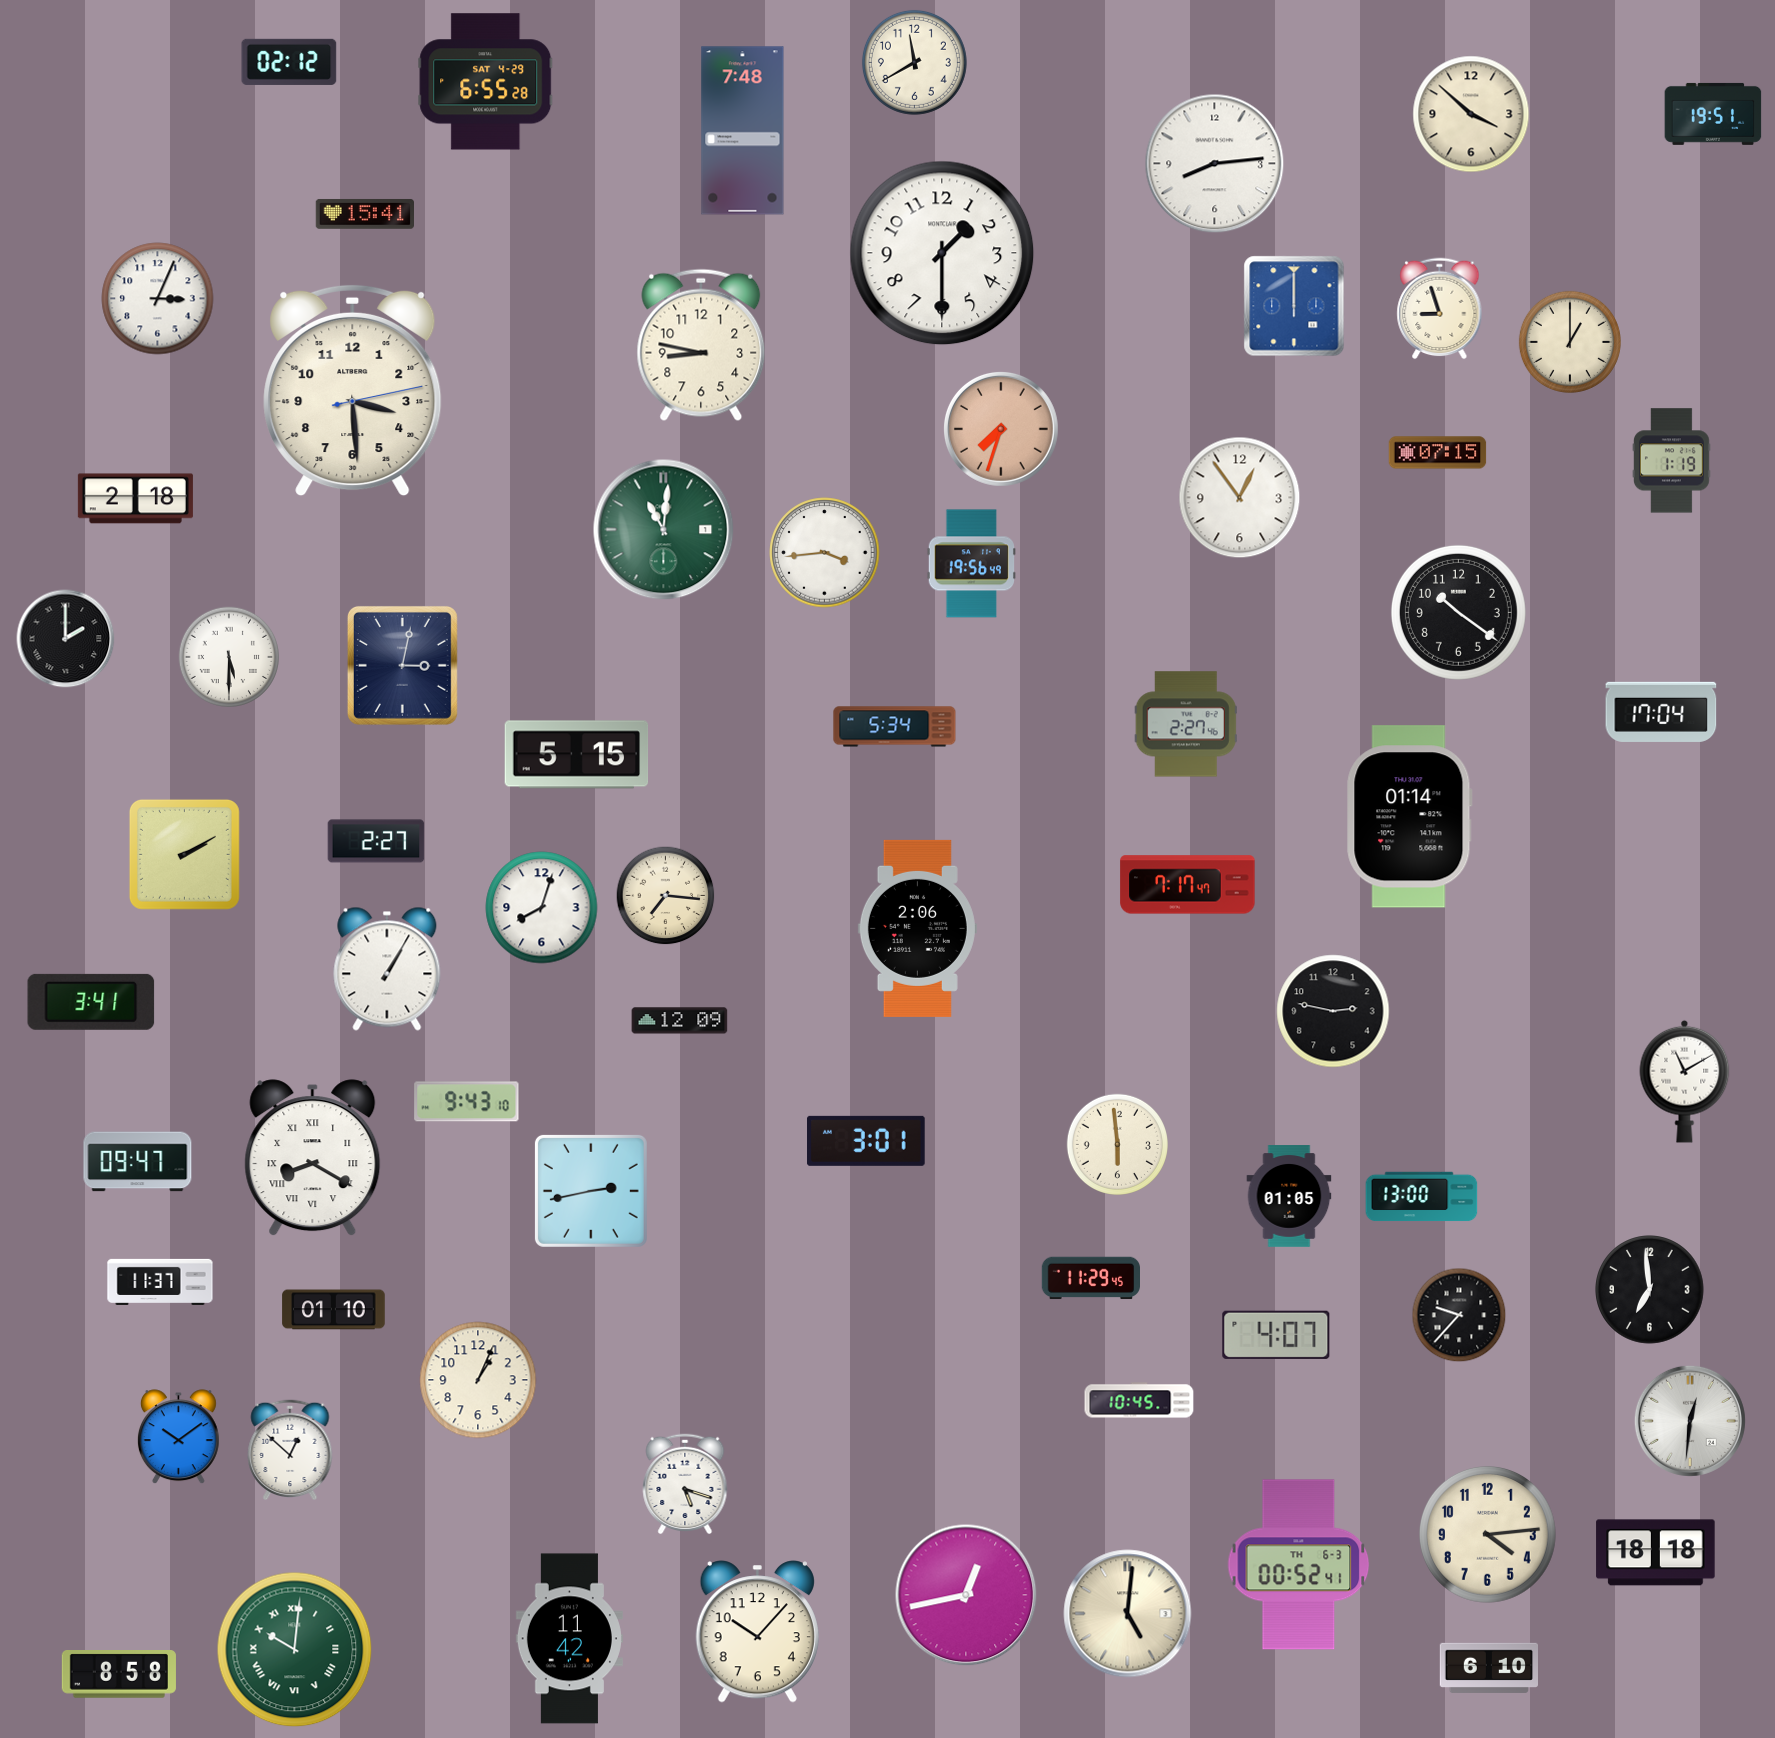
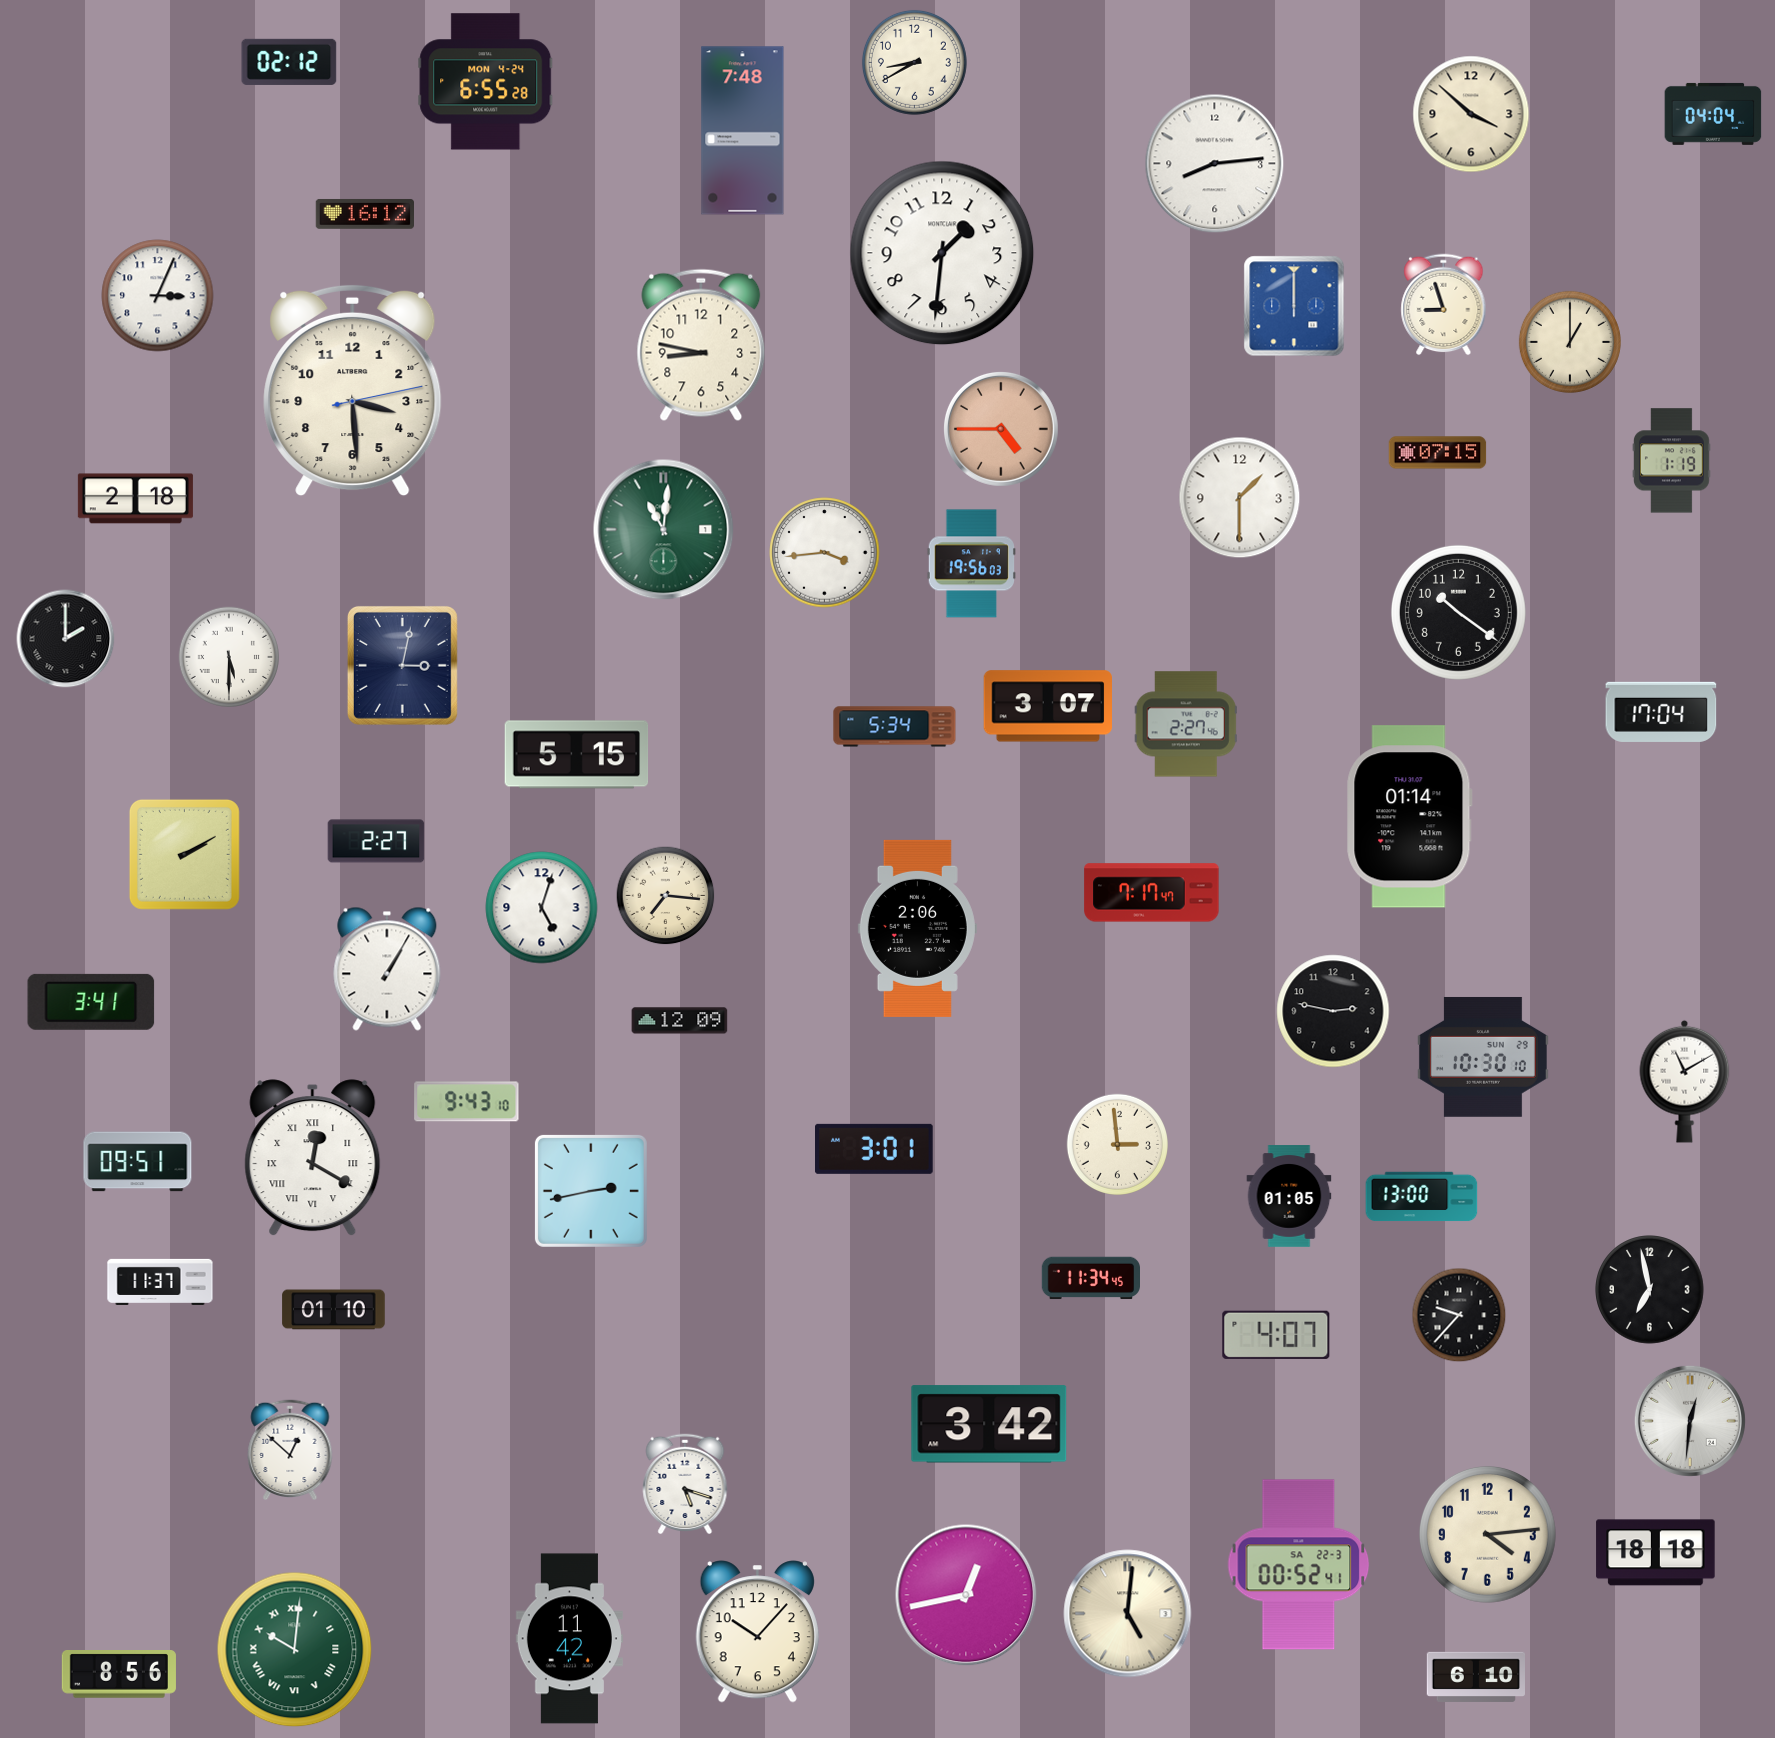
clock at (914, 62): 11:40 -> 8:40
clock at (486, 82) date: SAT 4-29 -> MON 4-24
clock at (1713, 114): 19:51 -> 04:04
clock at (364, 214): 15:41 -> 16:12
clock at (942, 253): 1:30 -> 1:31
clock at (158, 299) position: (158, 299) -> (158, 296)
clock at (1440, 309) position: (1440, 309) -> (1444, 305)
clock at (1001, 429): 7:33 -> 4:45
clock at (1240, 498): 12:54 -> 1:30
clock at (971, 564): 19:56:49 -> 19:56:03
clock at (1047, 706): none -> 3:07
clock at (1188, 885) position: (1188, 885) -> (1152, 893)
clock at (542, 908): 8:03 -> 5:03
clock at (1483, 1057): none -> 10:30
clock at (867, 1141) position: (867, 1141) -> (875, 1149)
clock at (1117, 1144): 5:59 -> 2:59
clock at (313, 1158): 8:20 -> 12:20
clock at (138, 1162): 09:47 -> 09:51
clock at (1090, 1278): 11:29 -> 11:34
clock at (1650, 1290): 6:59 -> 6:58
clock at (478, 1380): 1:04 -> none
clock at (1139, 1400): 10:45 -> none
clock at (989, 1424): none -> 3:42
clock at (178, 1437): 10:09 -> none
clock at (1299, 1565) date: TH 6-3 -> SA 22-3
clock at (1488, 1668) position: (1488, 1668) -> (1475, 1677)
clock at (119, 1674): 8:58 -> 8:56
